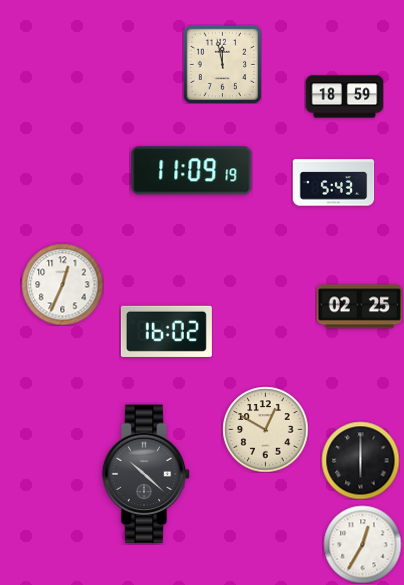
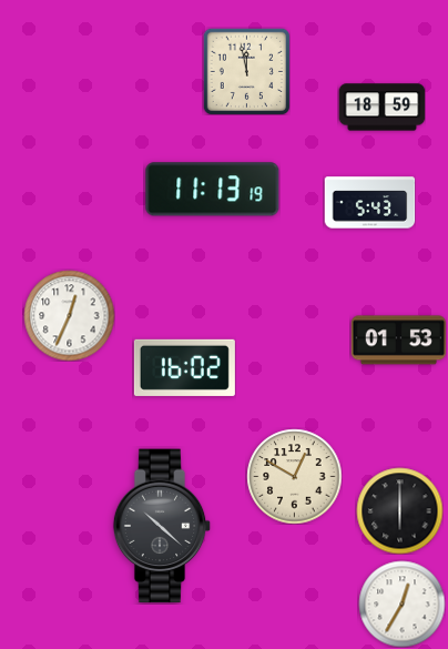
clock at (192, 171): 11:09 -> 11:13
clock at (359, 307): 02:25 -> 01:53
